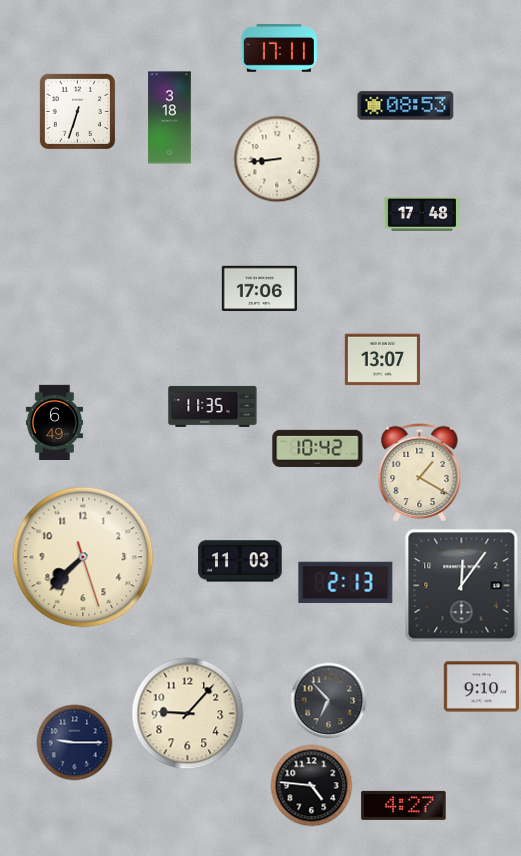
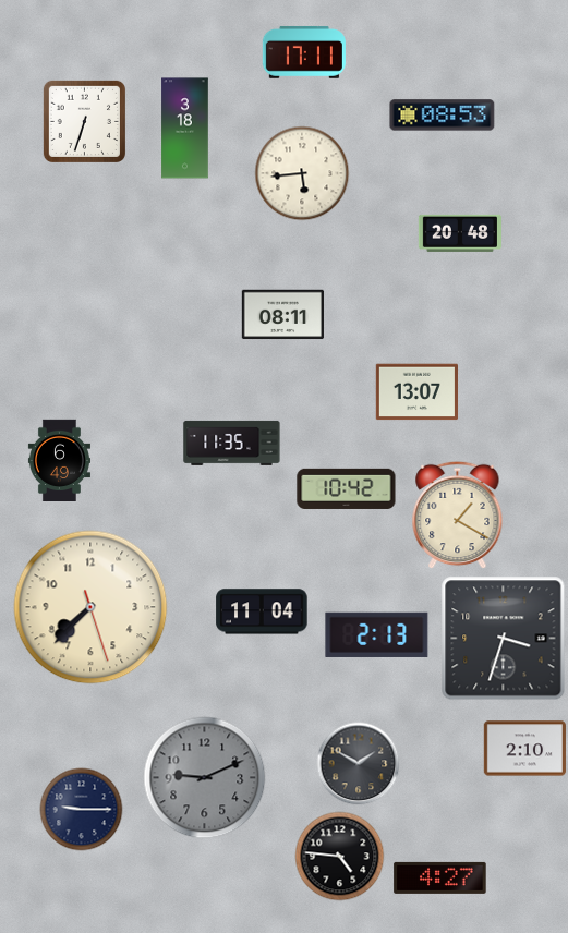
clock at (277, 159): 8:44 -> 5:44
clock at (422, 214): 17:48 -> 20:48
clock at (259, 289): 17:06 -> 08:11
clock at (240, 561): 11:03 -> 11:04
clock at (462, 586): 12:06 -> 3:33
clock at (481, 687): 9:10 -> 2:10
clock at (329, 701): 6:53 -> 1:50
clock at (188, 714): 9:07 -> 9:11
clock at (188, 714) dial: cream -> grey
